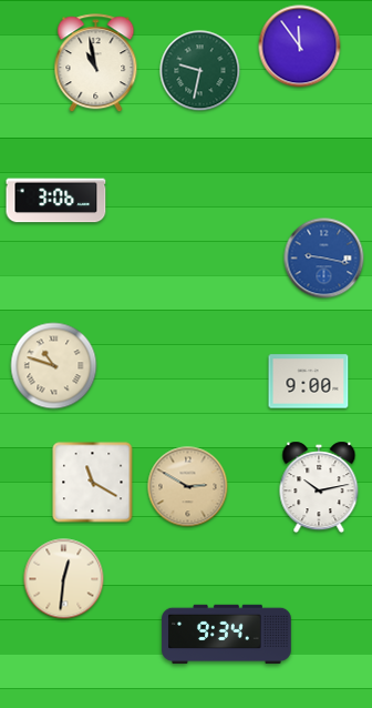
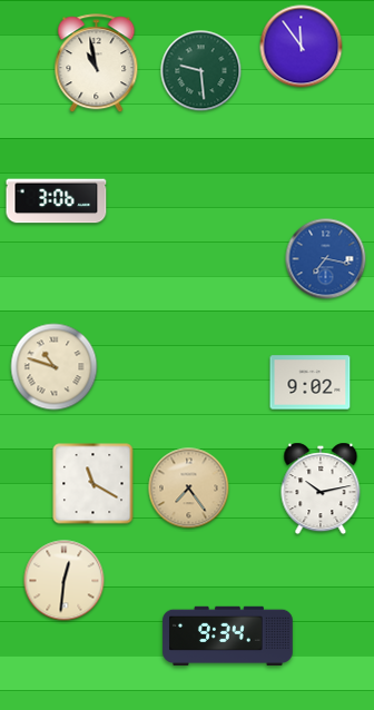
clock at (200, 71): 9:32 -> 9:29
clock at (324, 259): 9:17 -> 7:17
clock at (309, 382): 9:00 -> 9:02
clock at (188, 487): 2:50 -> 7:24
